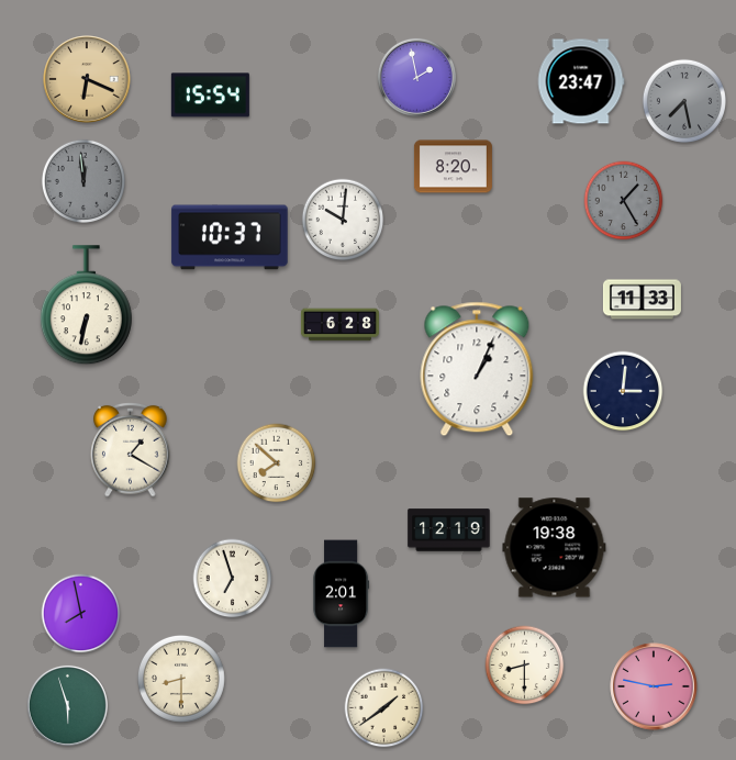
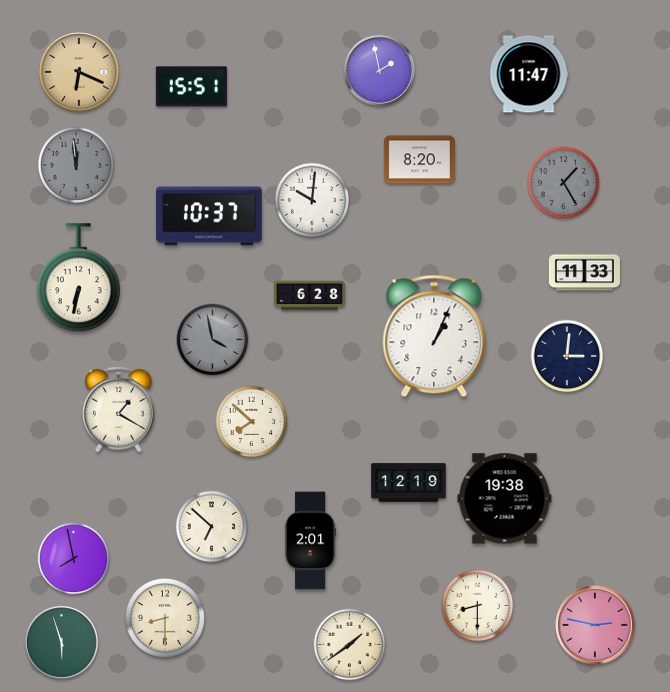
clock at (581, 81): 23:47 -> 11:47
clock at (210, 96): 15:54 -> 15:51
clock at (684, 101): 7:28 -> none
clock at (453, 167) position: (453, 167) -> (419, 160)
clock at (624, 201) position: (624, 201) -> (564, 183)
clock at (213, 340): none -> 3:58
clock at (233, 579): 6:57 -> 6:52
